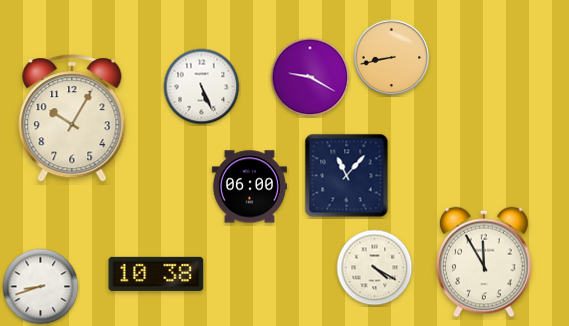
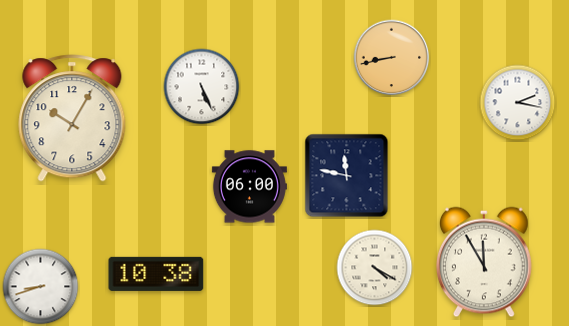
clock at (310, 77): 9:20 -> none
clock at (518, 103): none -> 2:17
clock at (347, 176): 11:07 -> 11:47
